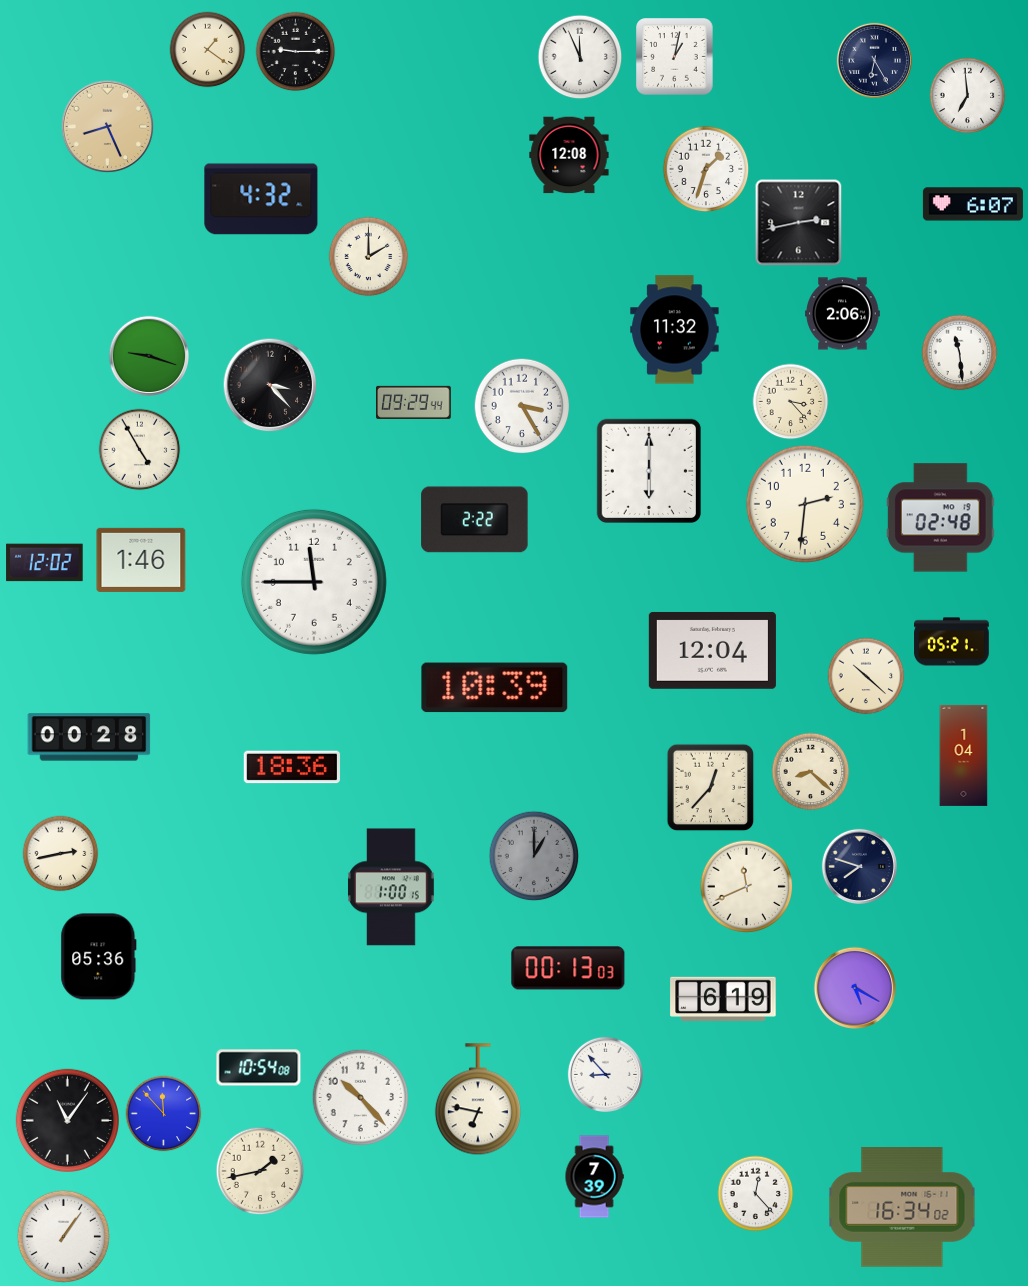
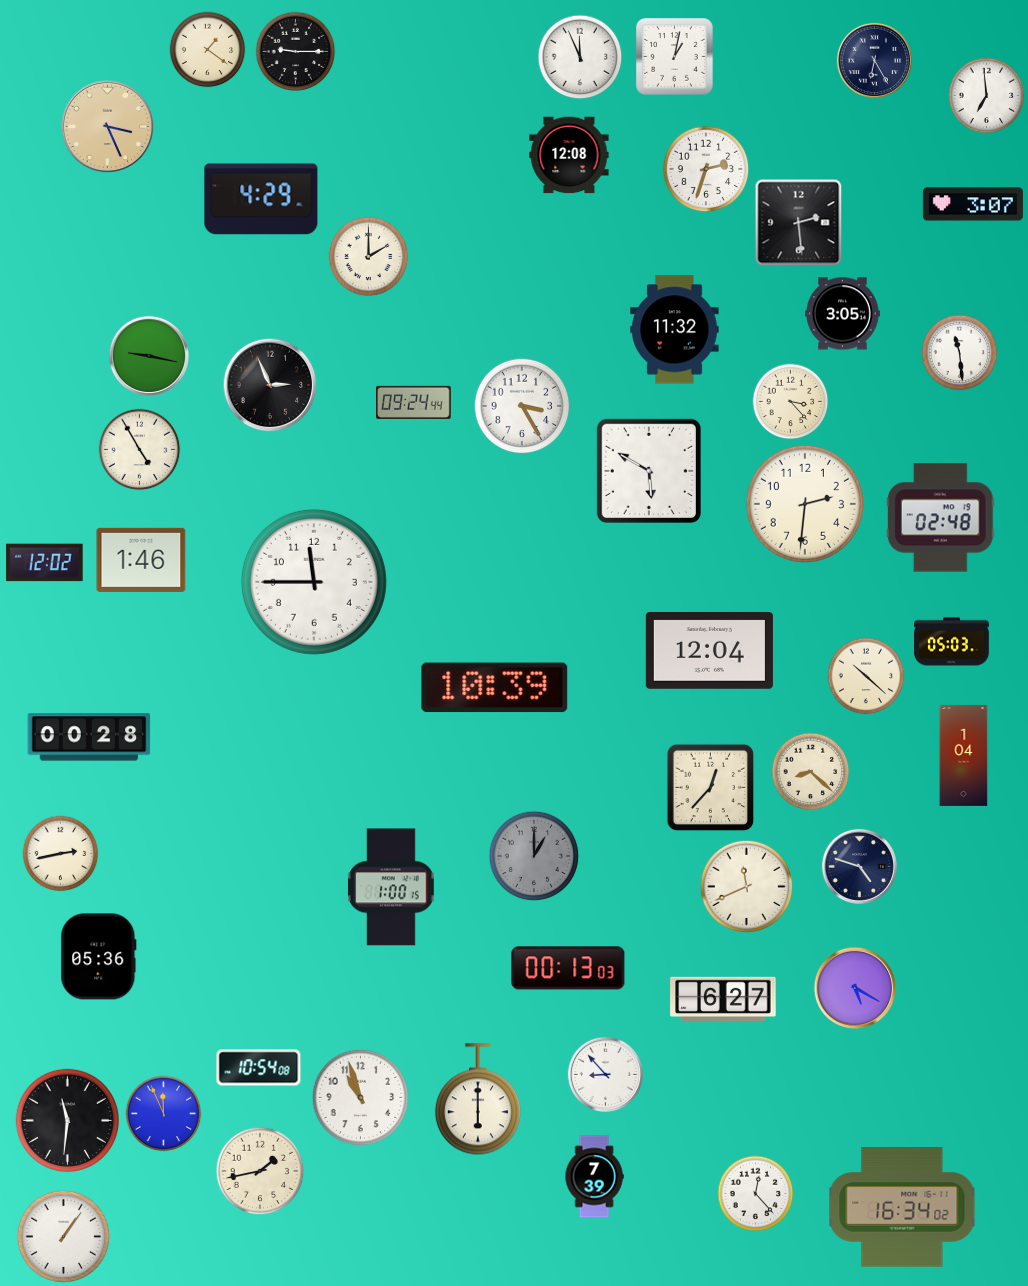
clock at (968, 96) position: (968, 96) -> (987, 96)
clock at (108, 127): 8:26 -> 3:26
clock at (706, 169): 1:33 -> 2:33
clock at (261, 199): 4:32 -> 4:29
clock at (973, 204): 6:07 -> 3:07
clock at (799, 223): 2:43 -> 2:29
clock at (843, 314): 2:06 -> 3:05
clock at (148, 355): 9:18 -> 9:17
clock at (270, 385): 3:23 -> 2:56
clock at (414, 402): 09:29 -> 09:24
clock at (648, 470): 6:00 -> 5:50
clock at (475, 520): 2:22 -> none
clock at (952, 642): 05:21 -> 05:03
clock at (712, 650) position: (712, 650) -> (709, 650)
clock at (292, 767): 18:36 -> none
clock at (859, 866): 7:48 -> 4:48
clock at (723, 999): 6:19 -> 6:27
clock at (361, 1098): 10:23 -> 10:57
clock at (478, 1100): 6:47 -> 6:00
clock at (164, 1114): 11:53 -> 11:56
clock at (67, 1120): 11:06 -> 11:31
